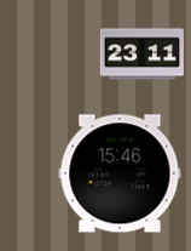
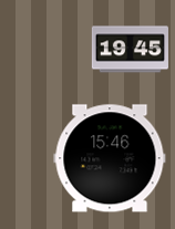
clock at (141, 55): 23:11 -> 19:45
